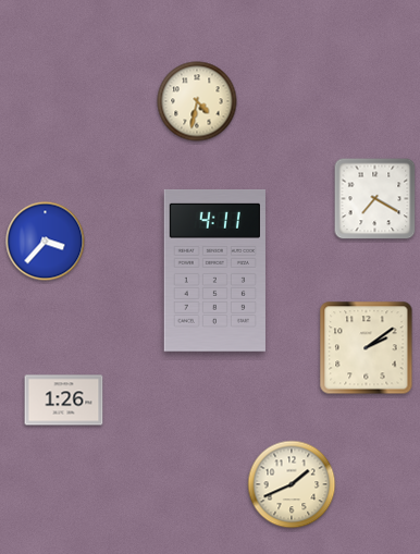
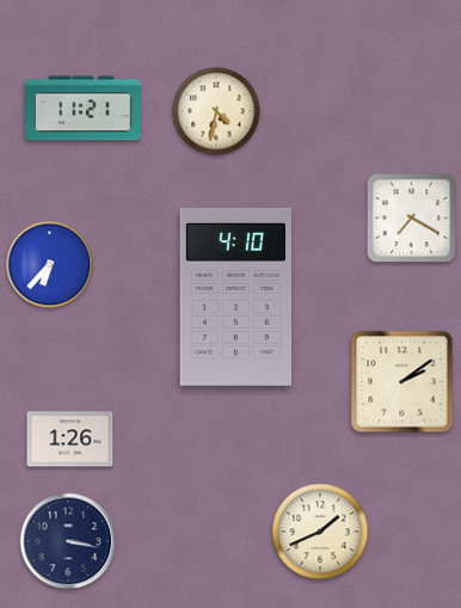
clock at (84, 109): none -> 11:21
clock at (46, 242): 3:37 -> 6:37
clock at (214, 270): 4:11 -> 4:10
clock at (68, 541): none -> 3:17
